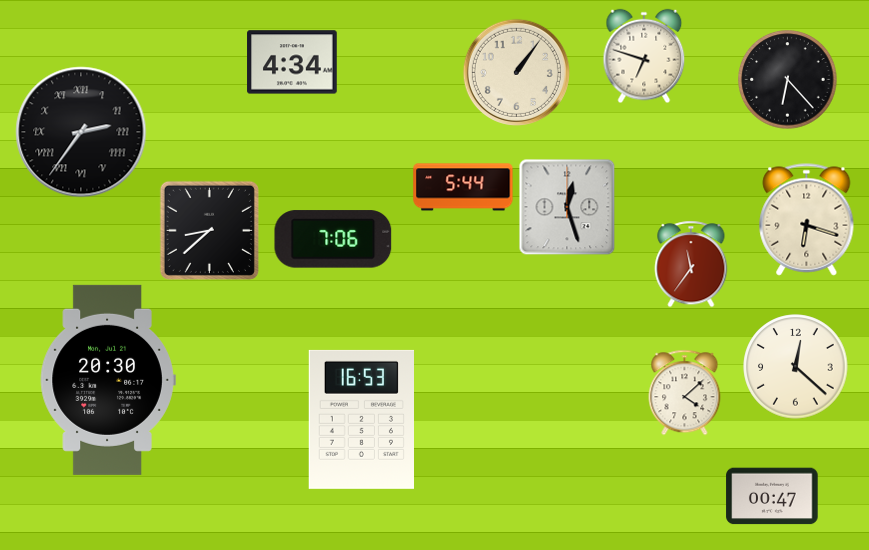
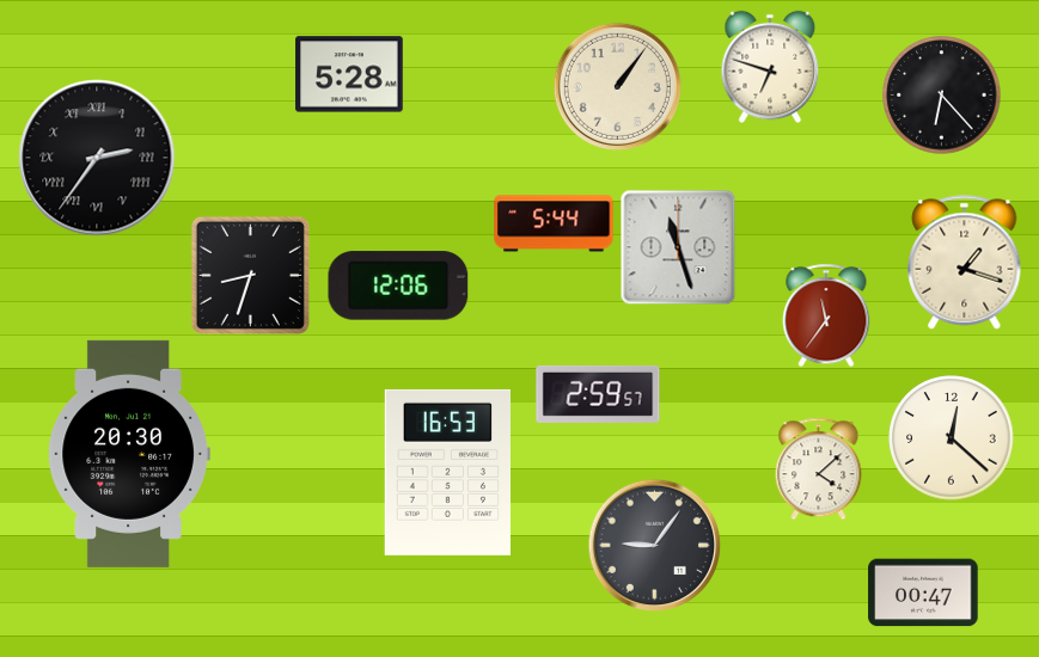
clock at (292, 62): 4:34 -> 5:28
clock at (567, 207): 12:27 -> 11:27
clock at (807, 220): 6:18 -> 1:18
clock at (209, 230): 8:38 -> 8:33
clock at (333, 239): 7:06 -> 12:06
clock at (598, 394): none -> 2:59
clock at (361, 419) position: (361, 419) -> (447, 472)
clock at (654, 545): none -> 9:06
